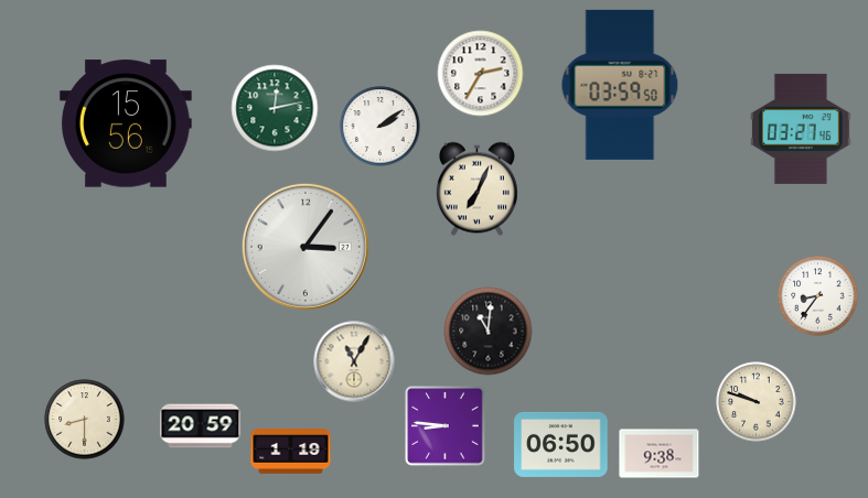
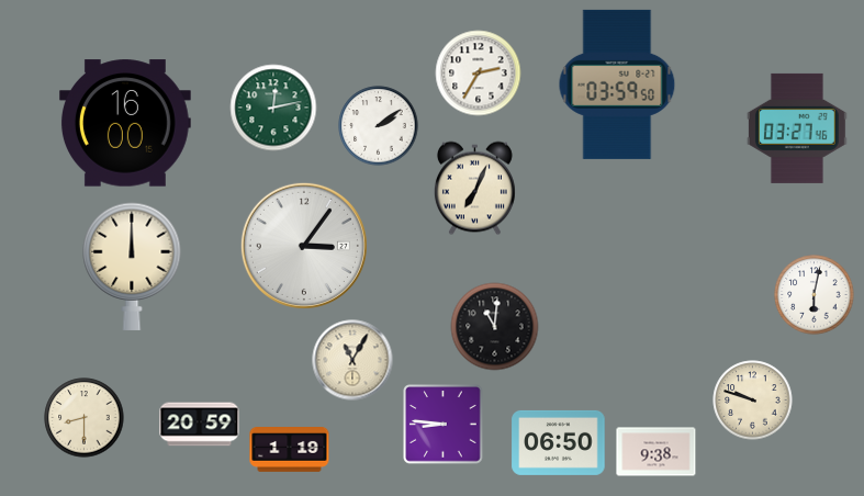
clock at (126, 123): 15:56 -> 16:00
clock at (132, 267): none -> 12:00
clock at (818, 296): 8:36 -> 6:02
clock at (489, 332) position: (489, 332) -> (495, 327)
